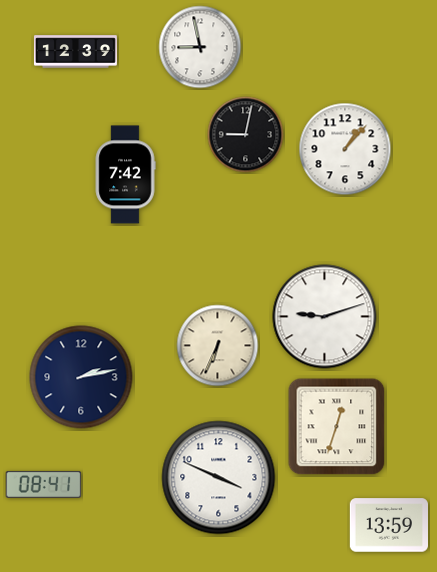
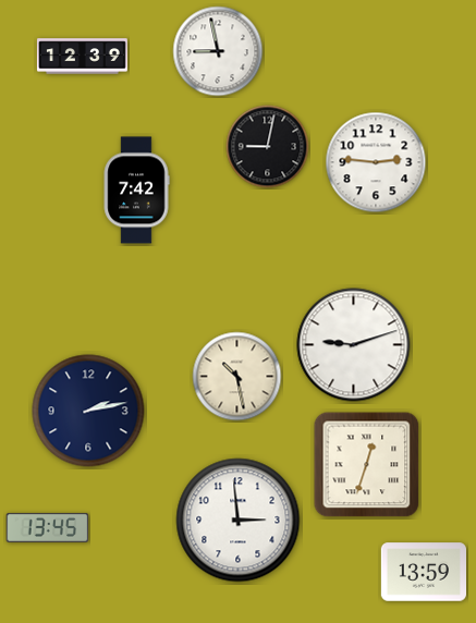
clock at (345, 149): 1:07 -> 2:46
clock at (218, 346): 6:34 -> 10:28
clock at (219, 478): 3:49 -> 2:59
clock at (44, 484): 08:41 -> 13:45
